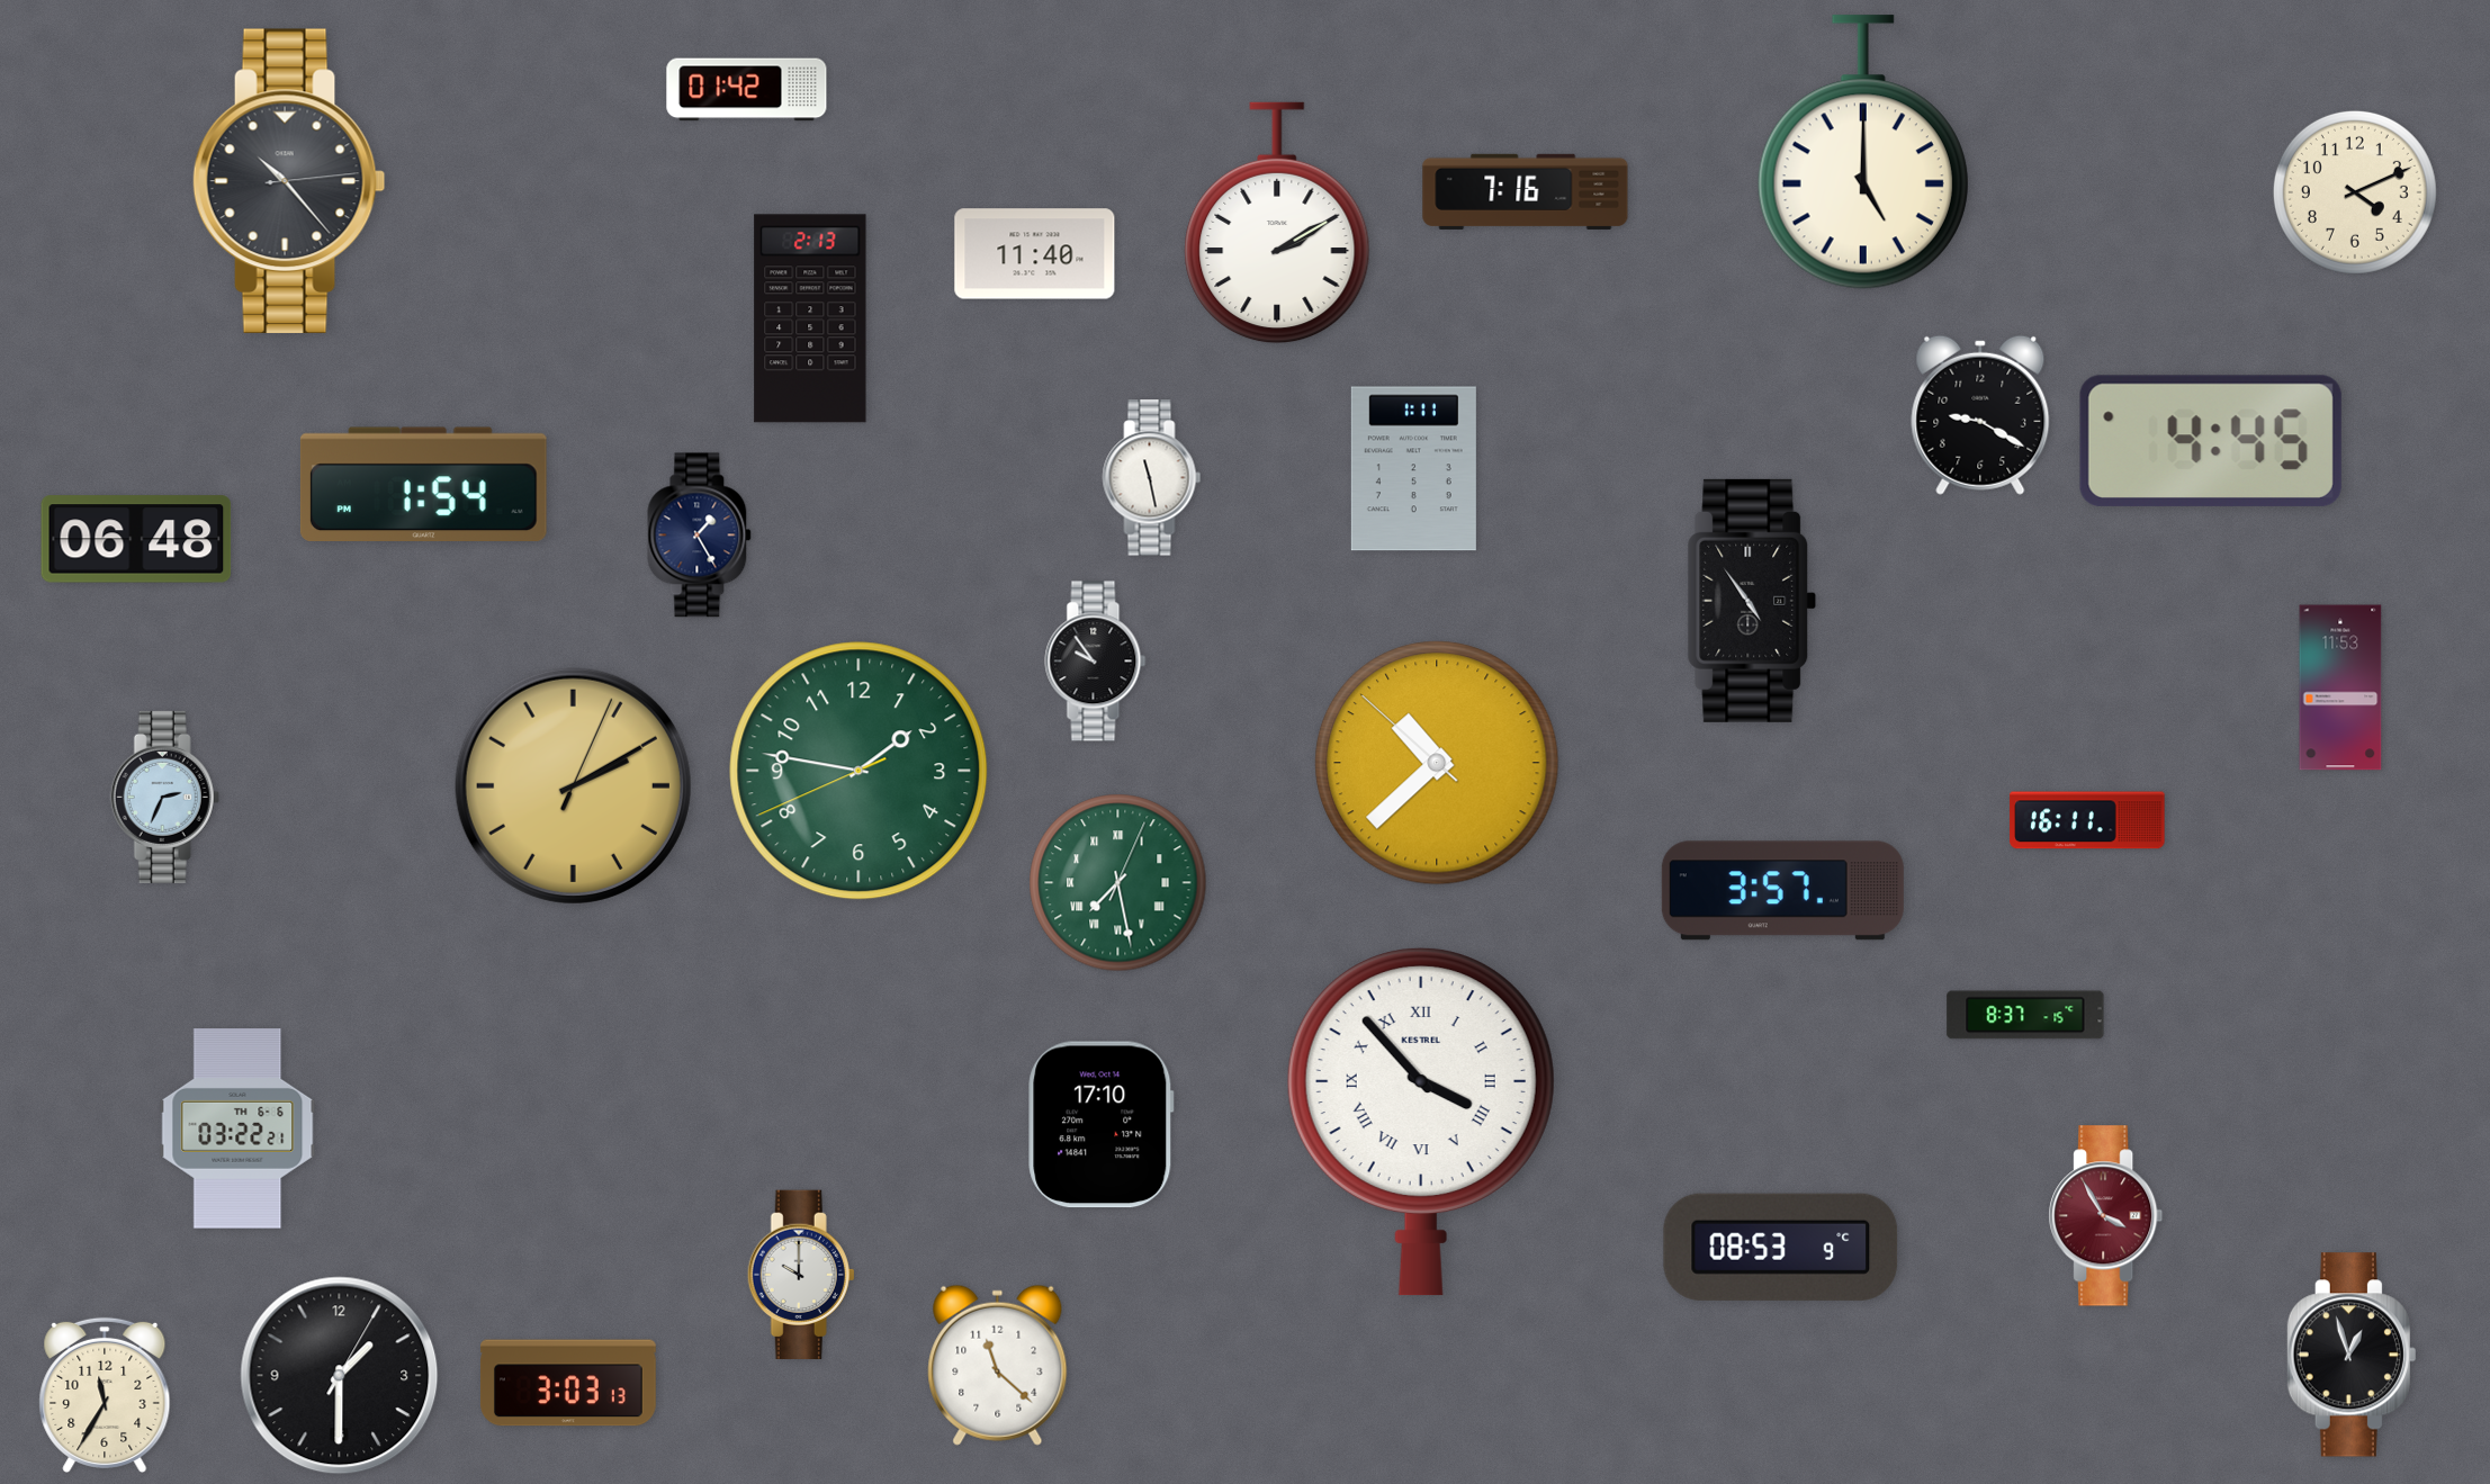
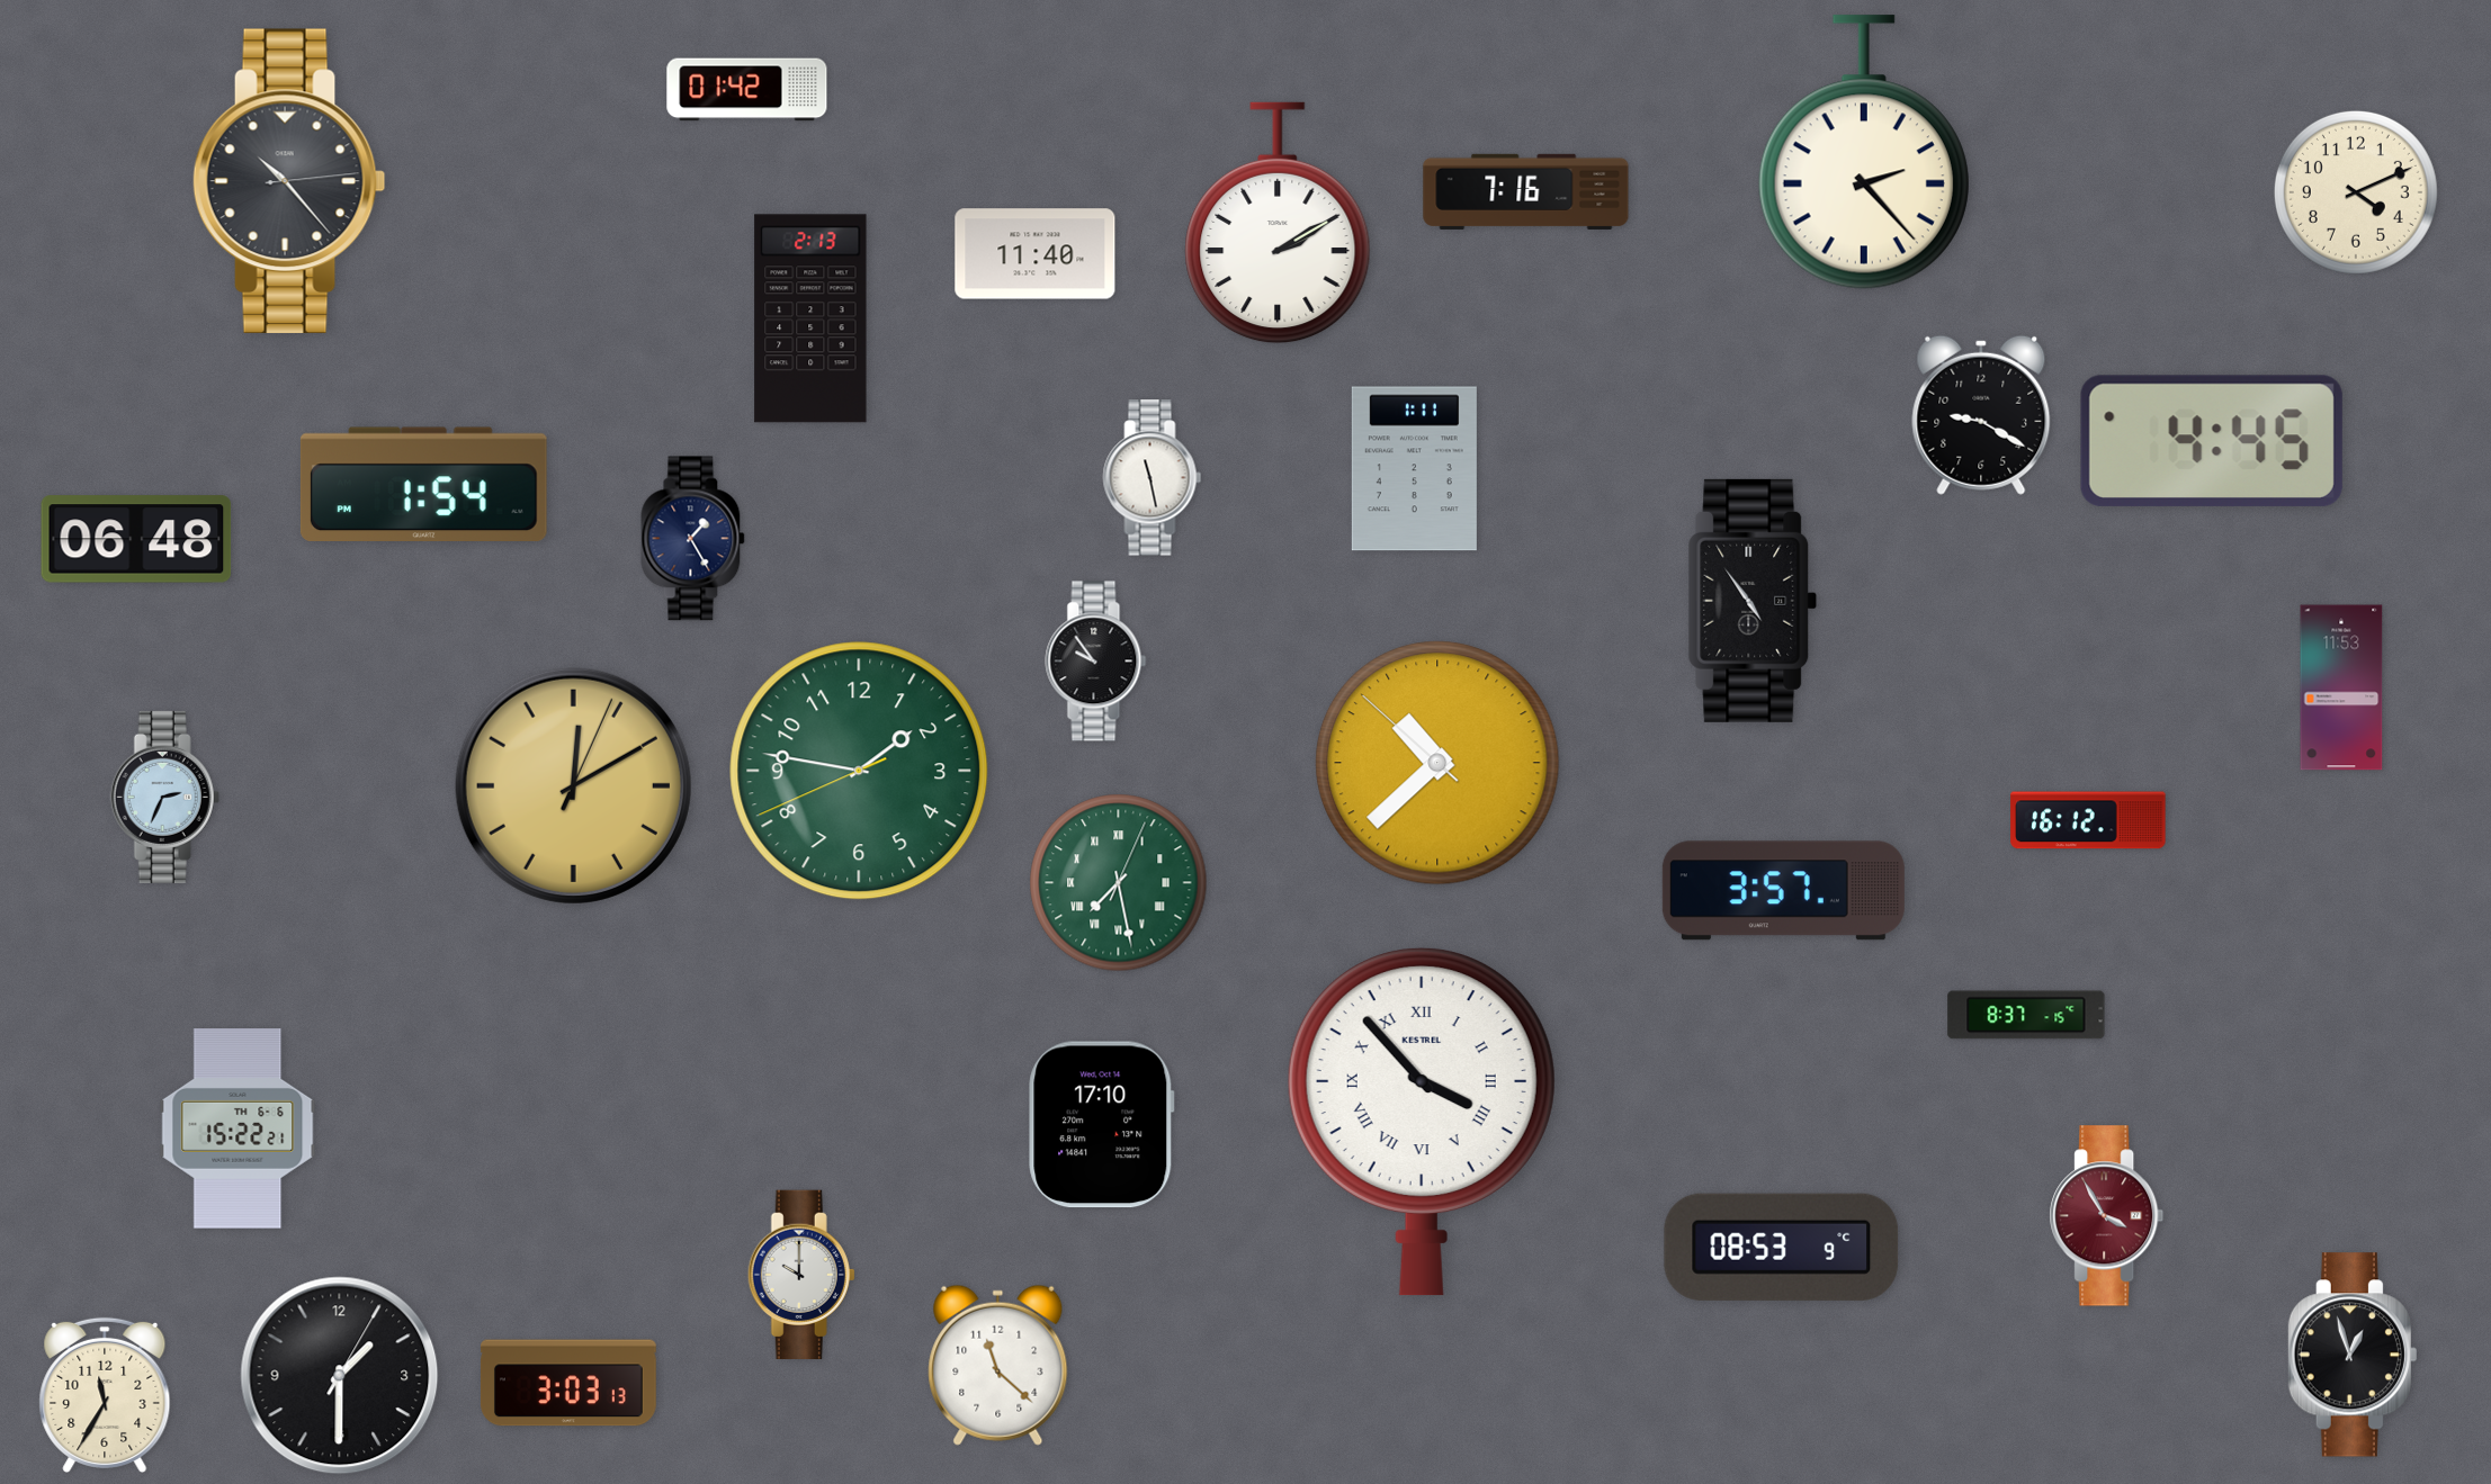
clock at (1863, 152): 5:00 -> 2:23
clock at (700, 536) position: (700, 536) -> (693, 539)
clock at (573, 785): 2:10 -> 12:10
clock at (2087, 820): 16:11 -> 16:12
clock at (237, 1128): 03:22 -> 15:22
